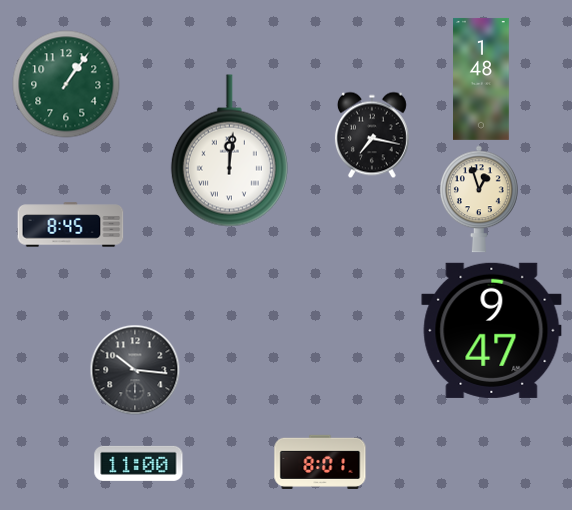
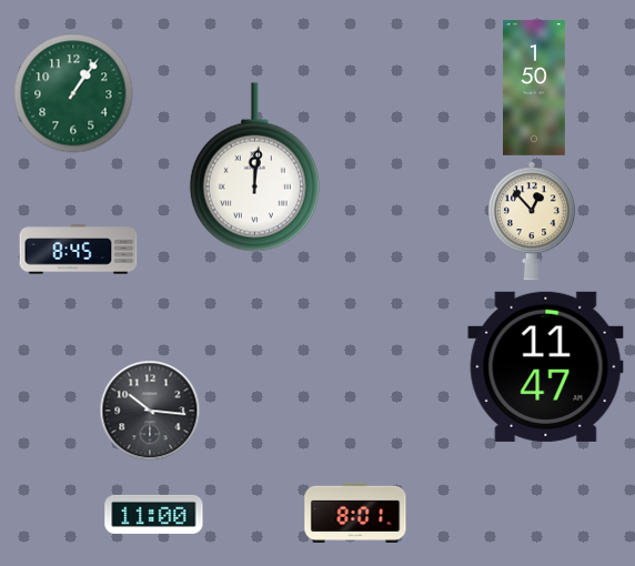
clock at (482, 79): 1:48 -> 1:50
clock at (372, 135): 7:17 -> none
clock at (479, 199): 12:57 -> 12:53
clock at (492, 330): 9:47 -> 11:47
